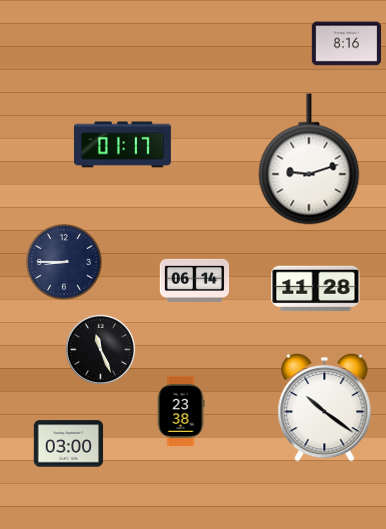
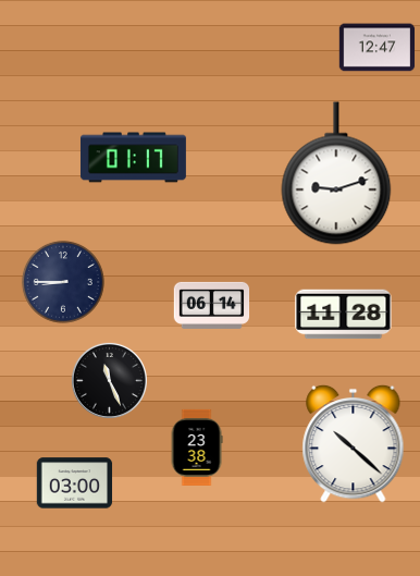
clock at (347, 44): 8:16 -> 12:47
clock at (64, 262) position: (64, 262) -> (63, 282)
clock at (325, 407): 10:21 -> 10:22
